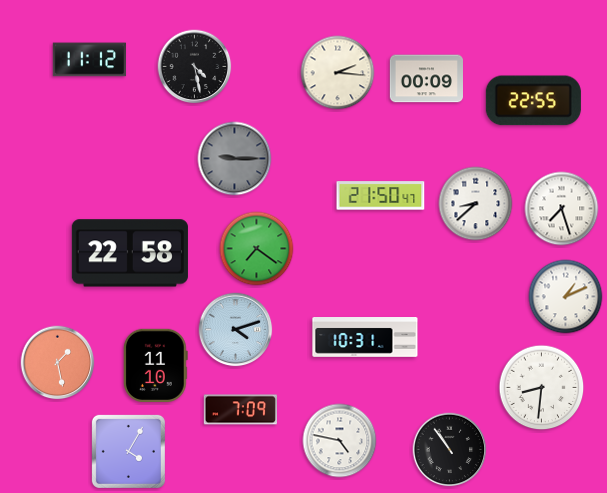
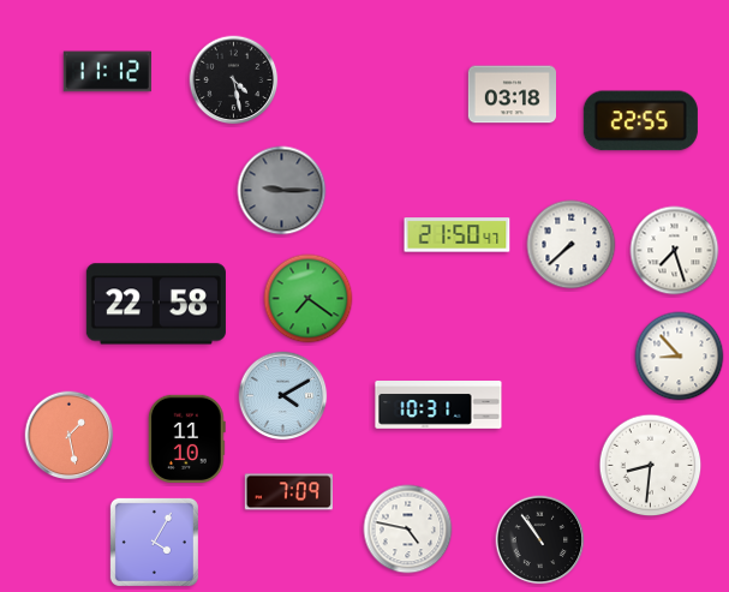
clock at (338, 73): 2:16 -> none
clock at (426, 79): 00:09 -> 03:18
clock at (476, 204): 8:38 -> 7:38
clock at (566, 297): 1:11 -> 8:53
clock at (236, 330): 4:12 -> 4:10
